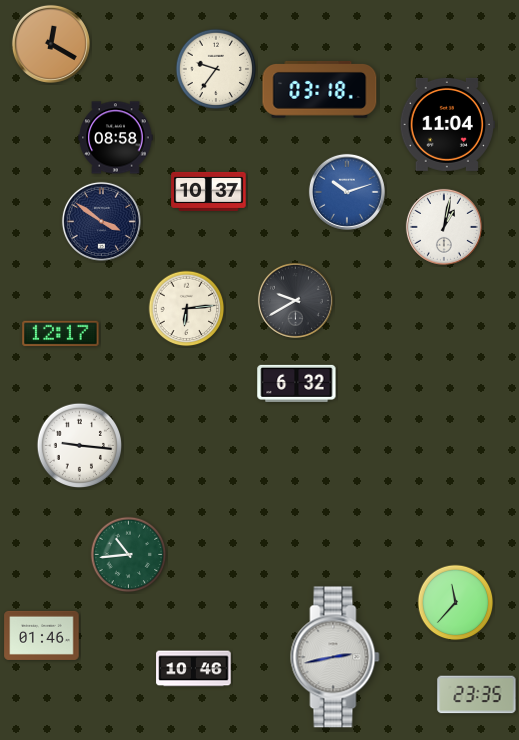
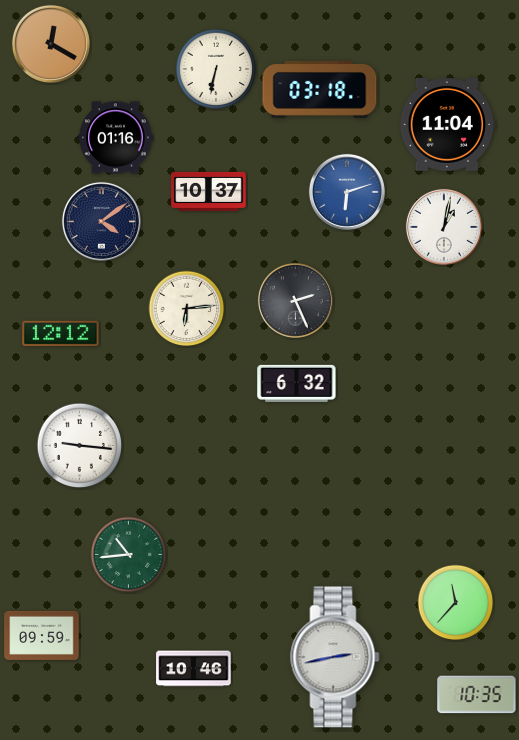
clock at (216, 69): 9:36 -> 6:32
clock at (116, 138): 08:58 -> 01:16
clock at (347, 192): 10:12 -> 6:12
clock at (101, 221): 3:51 -> 4:09
clock at (295, 300): 9:40 -> 2:26
clock at (61, 334): 12:17 -> 12:12
clock at (42, 635): 01:46 -> 09:59
clock at (477, 695): 23:35 -> 10:35
